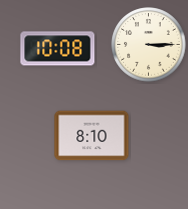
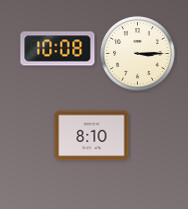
clock at (149, 45) position: (149, 45) -> (138, 54)
